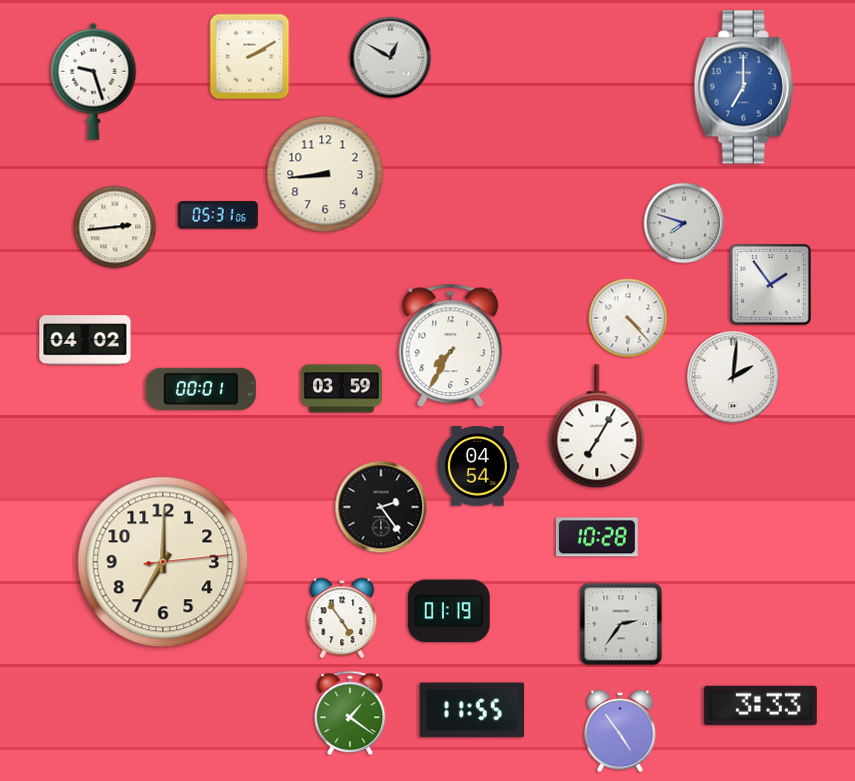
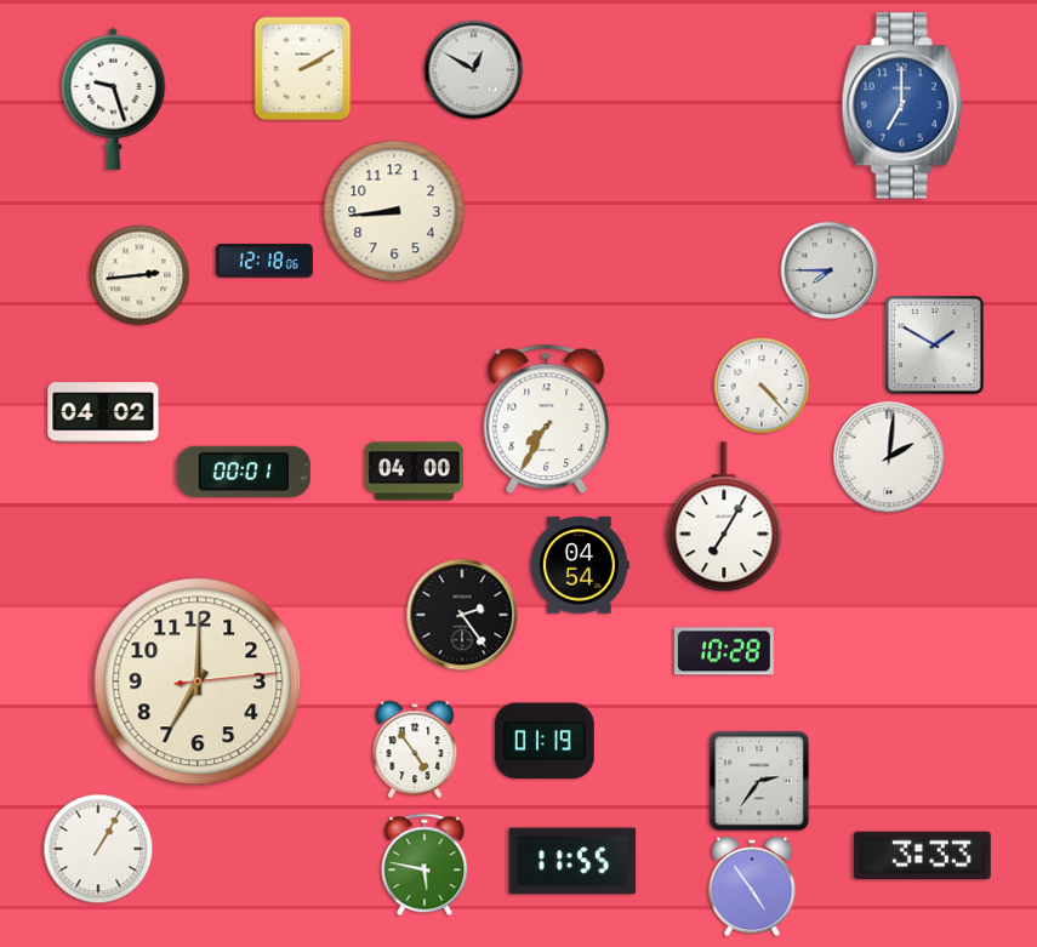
clock at (218, 215): 05:31 -> 12:18
clock at (684, 223): 7:48 -> 7:45
clock at (771, 285): 1:54 -> 1:50
clock at (341, 389): 03:59 -> 04:00
clock at (621, 624) position: (621, 624) -> (759, 781)
clock at (98, 849): none -> 1:05
clock at (350, 713): 1:21 -> 5:47
